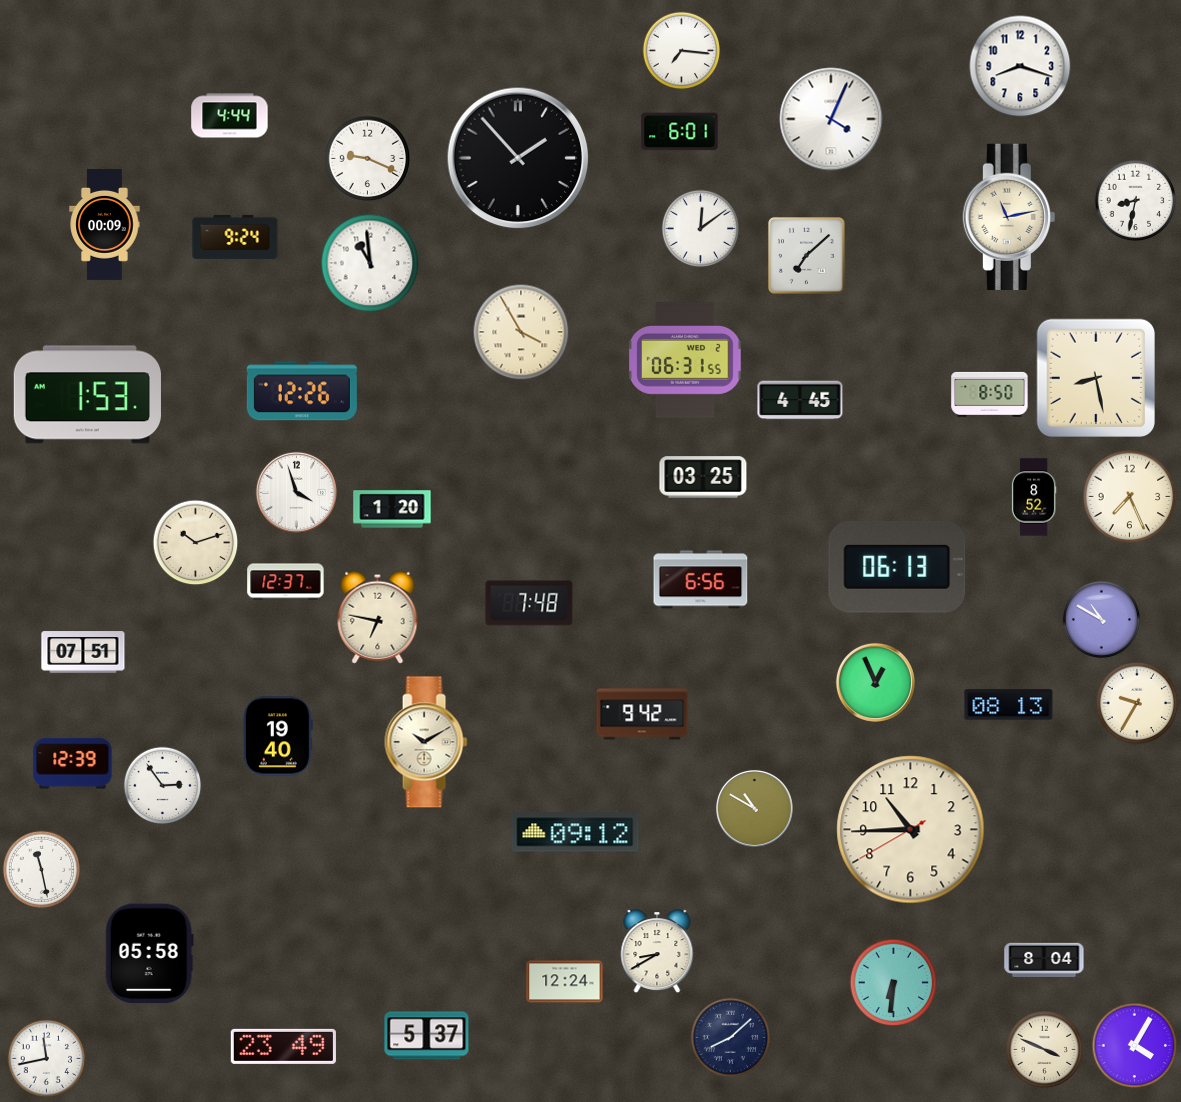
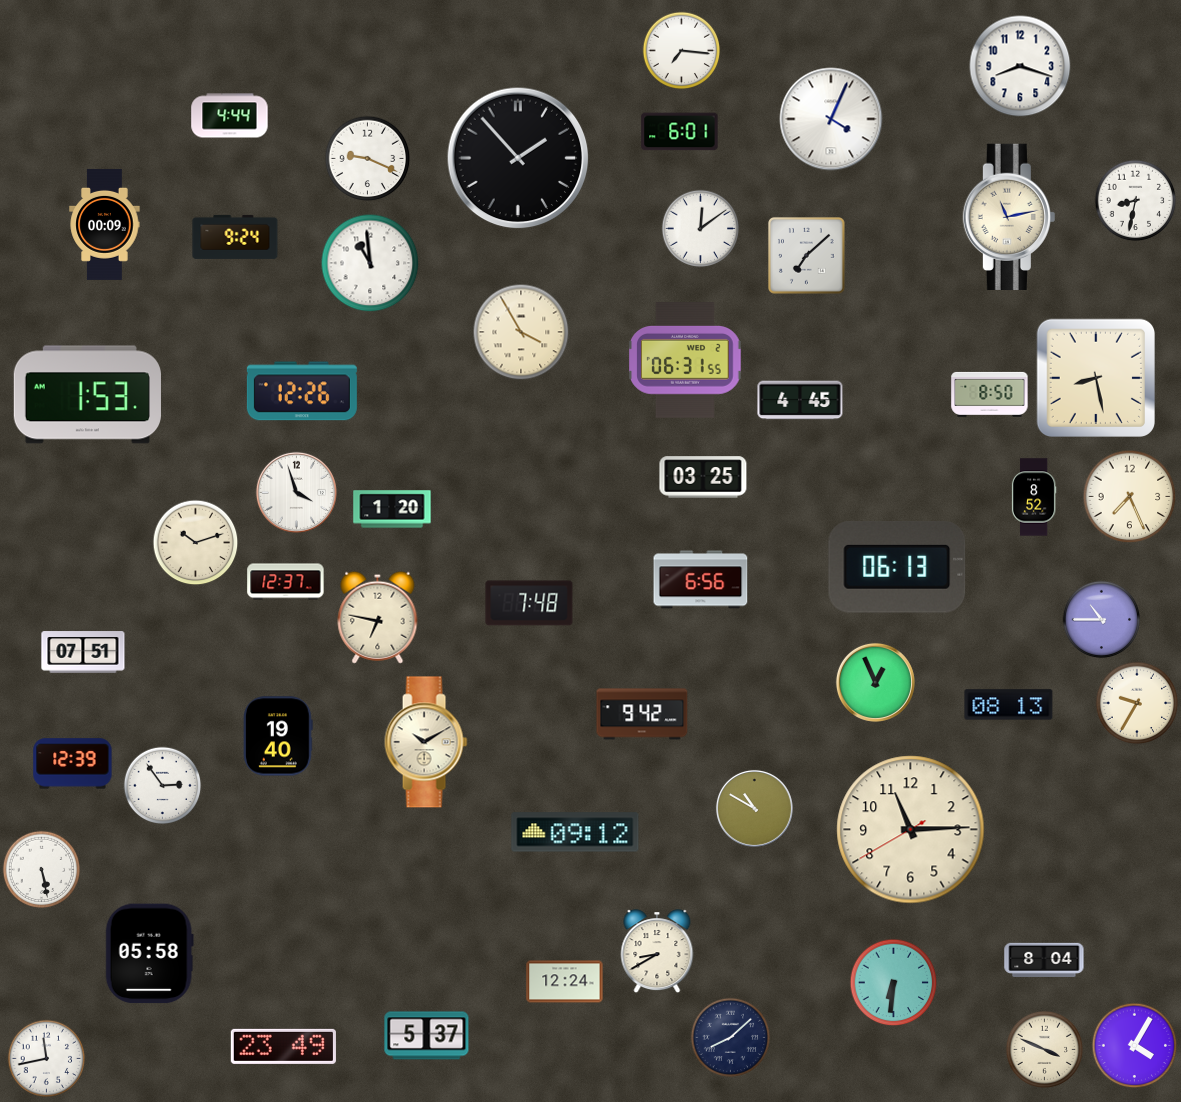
clock at (1101, 619): 10:50 -> 10:45
clock at (911, 830): 10:44 -> 11:14
clock at (41, 869): 11:28 -> 5:28
